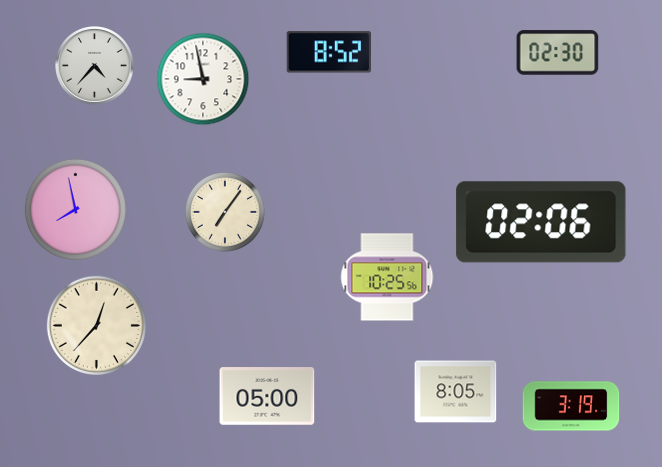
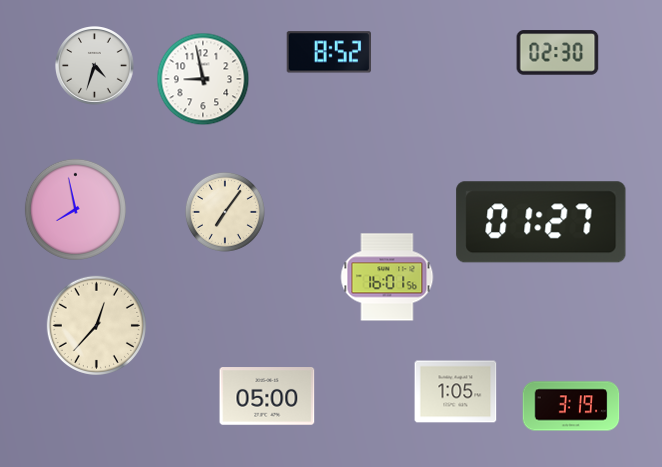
clock at (95, 66): 4:37 -> 4:33
clock at (541, 222): 02:06 -> 01:27
clock at (387, 277): 10:25 -> 16:01
clock at (456, 392): 8:05 -> 1:05
